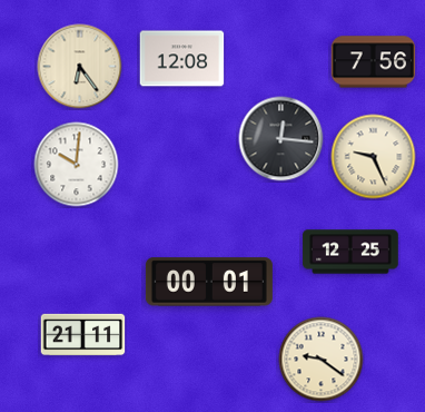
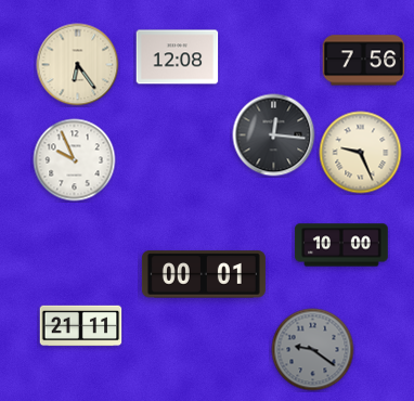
clock at (374, 157) position: (374, 157) -> (361, 153)
clock at (77, 165): 10:01 -> 9:56
clock at (350, 252): 12:25 -> 10:00
clock at (322, 360) dial: cream -> grey
